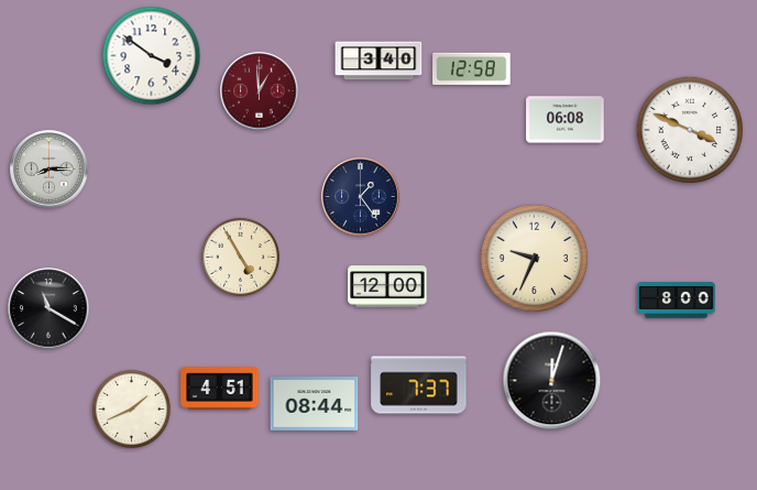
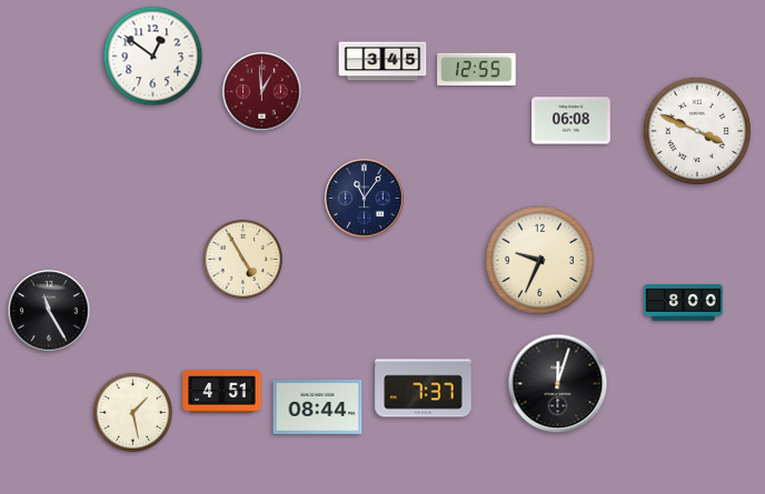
clock at (152, 56): 3:51 -> 12:51
clock at (378, 61): 3:40 -> 3:45
clock at (472, 68): 12:58 -> 12:55
clock at (50, 170): 8:15 -> none
clock at (361, 197): 1:24 -> 11:06
clock at (387, 286): 12:00 -> none
clock at (48, 308): 11:20 -> 11:25
clock at (131, 409): 1:41 -> 1:28
